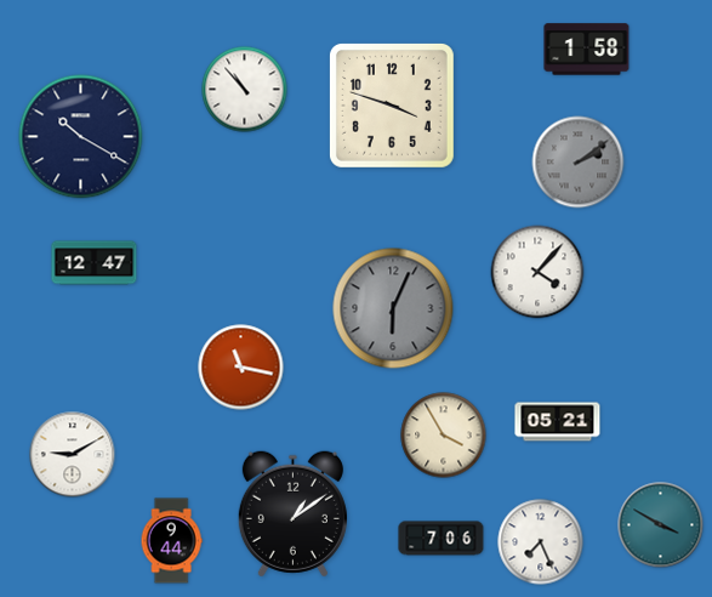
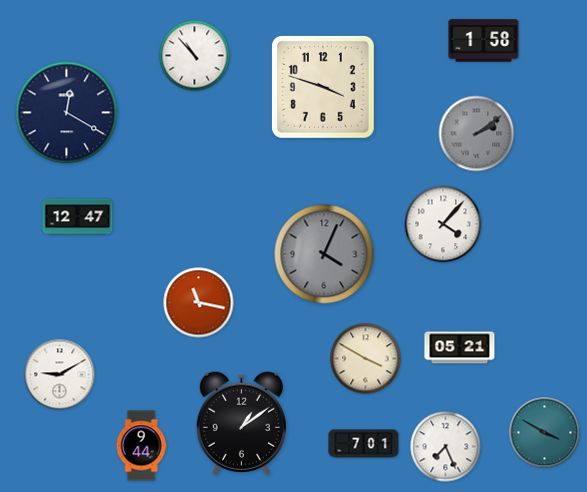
clock at (245, 90) position: (245, 90) -> (195, 56)
clock at (81, 137): 10:20 -> 12:20
clock at (393, 308): 6:04 -> 4:04
clock at (444, 436): 3:55 -> 3:50
clock at (442, 539): 7:06 -> 7:01
